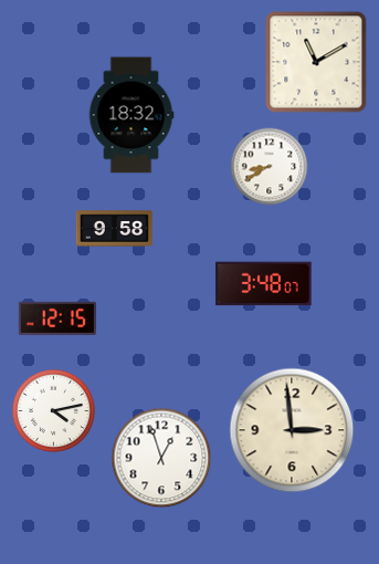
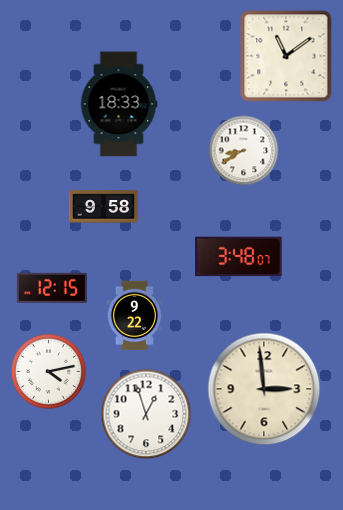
clock at (316, 62): 11:10 -> 11:09
clock at (131, 115): 18:32 -> 18:33
clock at (134, 316): none -> 9:22
